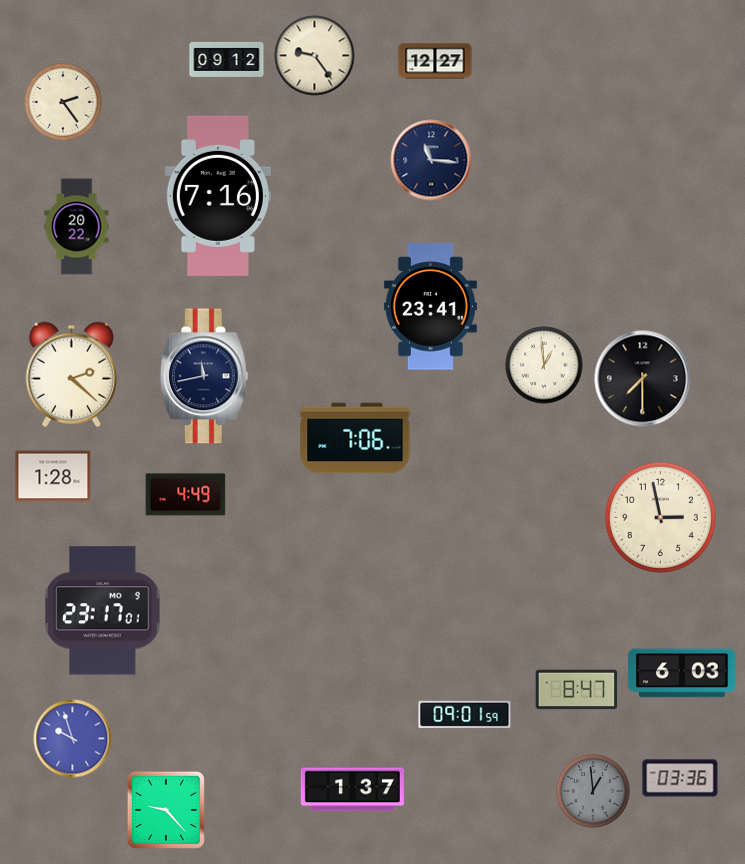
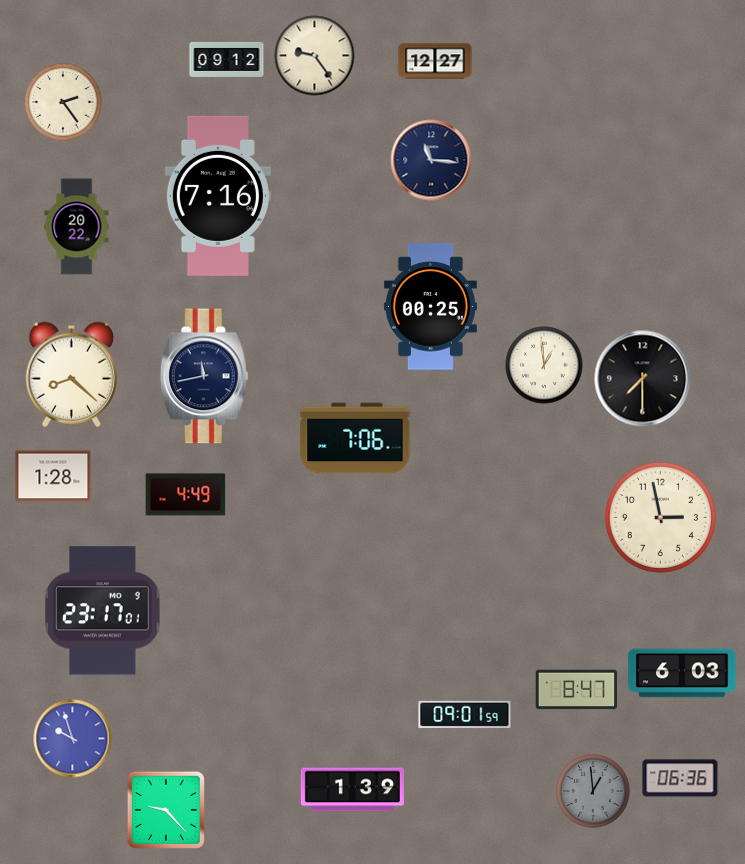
clock at (430, 307): 23:41 -> 00:25
clock at (71, 374): 2:22 -> 8:22
clock at (680, 778): 03:36 -> 06:36
clock at (352, 790): 1:37 -> 1:39
